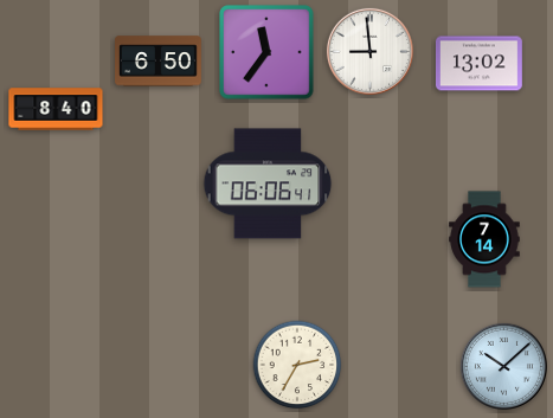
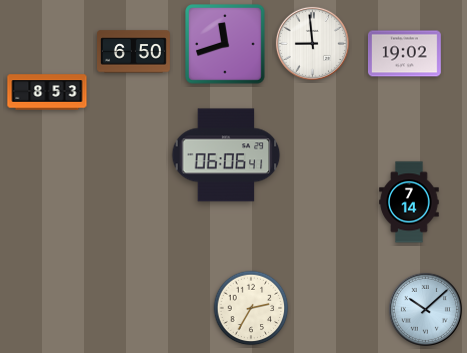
clock at (266, 52): 11:36 -> 11:42
clock at (478, 64): 13:02 -> 19:02
clock at (56, 109): 8:40 -> 8:53
